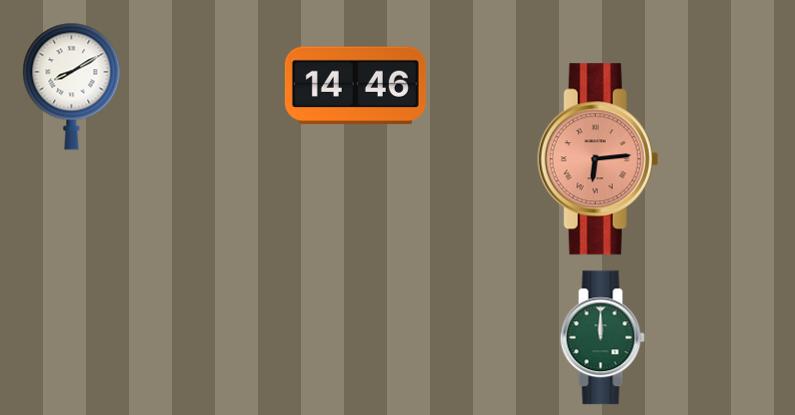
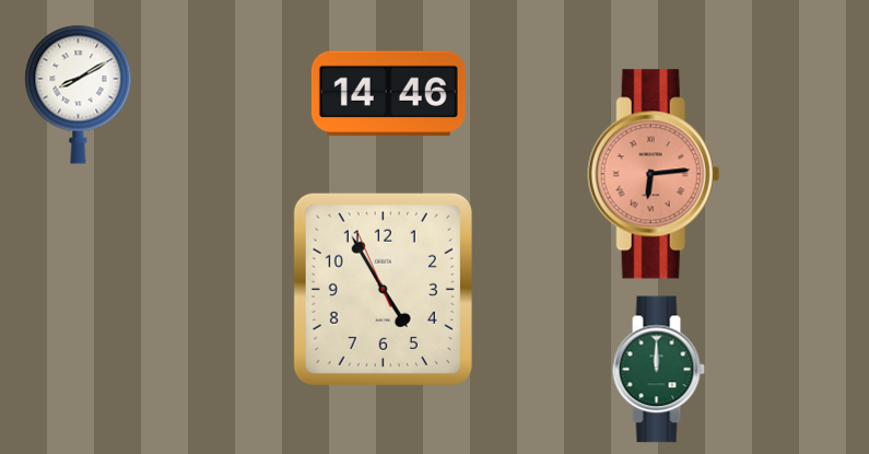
clock at (383, 289): none -> 4:54
